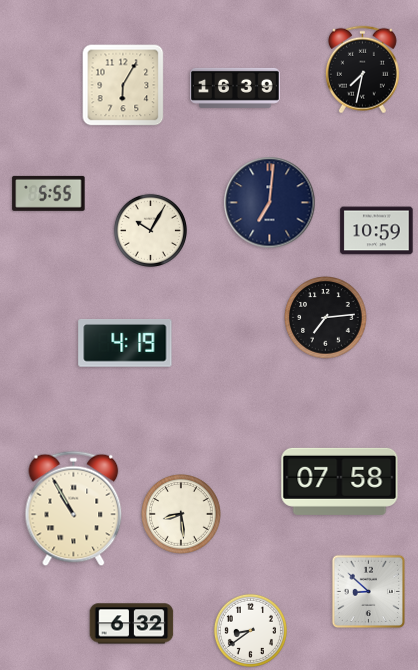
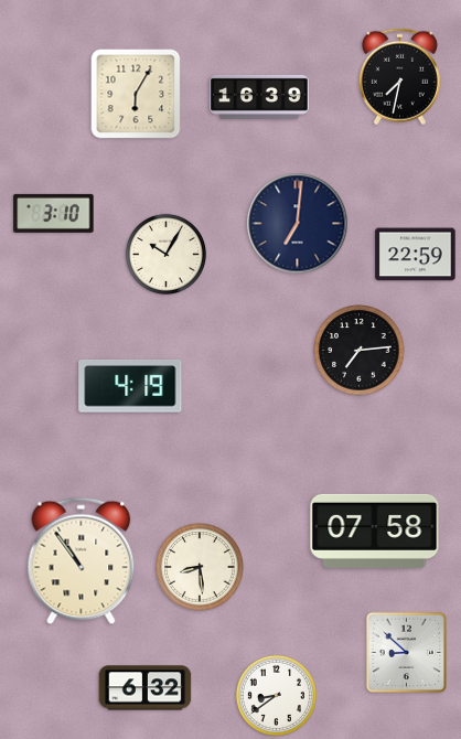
clock at (49, 193): 5:55 -> 3:10
clock at (377, 231): 10:59 -> 22:59
clock at (125, 344) position: (125, 344) -> (130, 387)
clock at (74, 509): 10:55 -> 10:54
